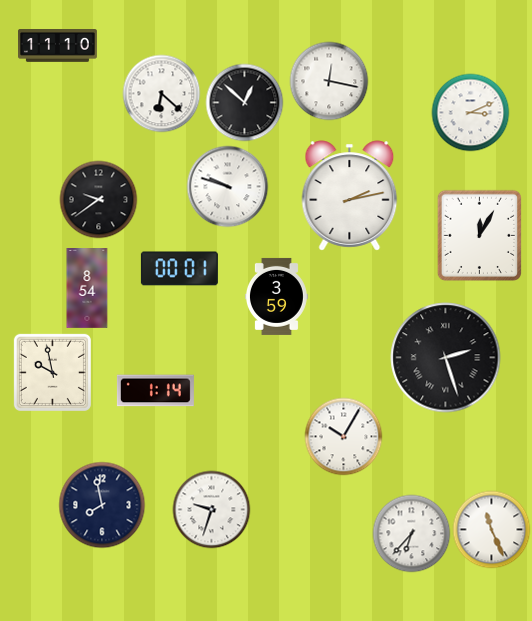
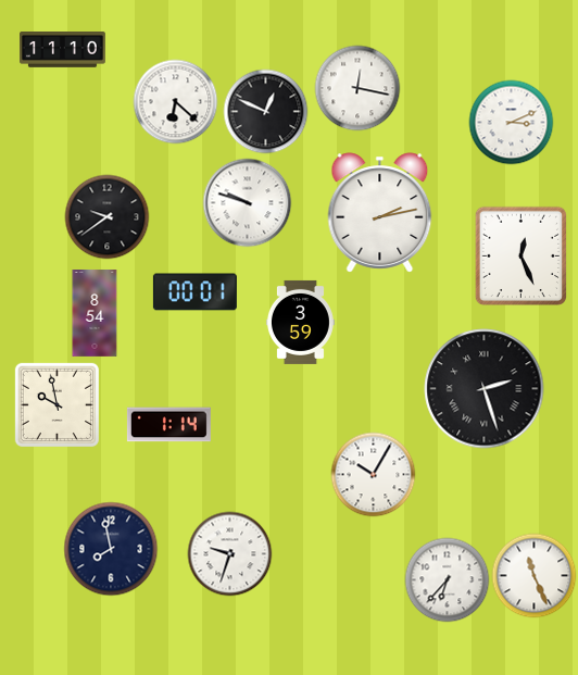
clock at (244, 102): 12:52 -> 12:49
clock at (479, 235): 12:05 -> 12:26
